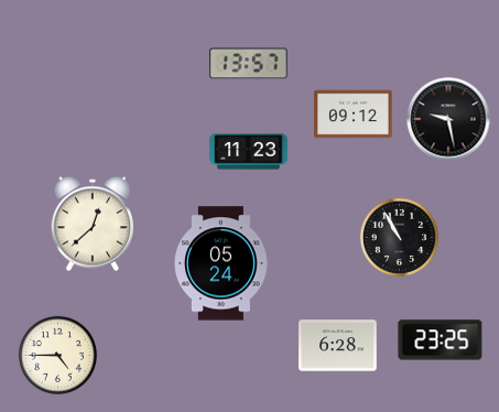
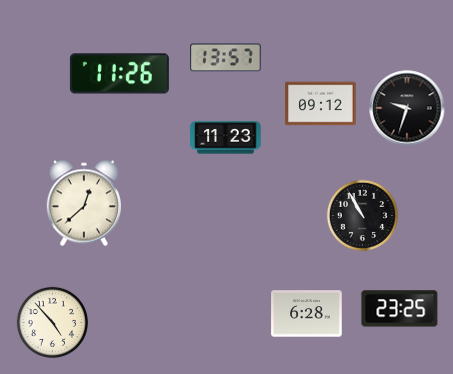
clock at (119, 74): none -> 11:26
clock at (448, 119): 9:28 -> 9:33
clock at (221, 263): 05:24 -> none
clock at (57, 355): 4:45 -> 4:53
